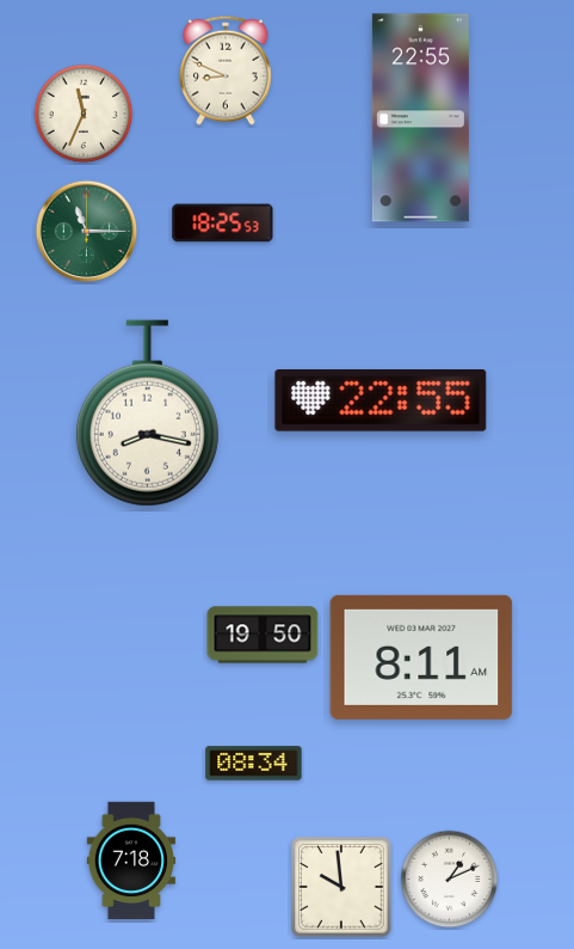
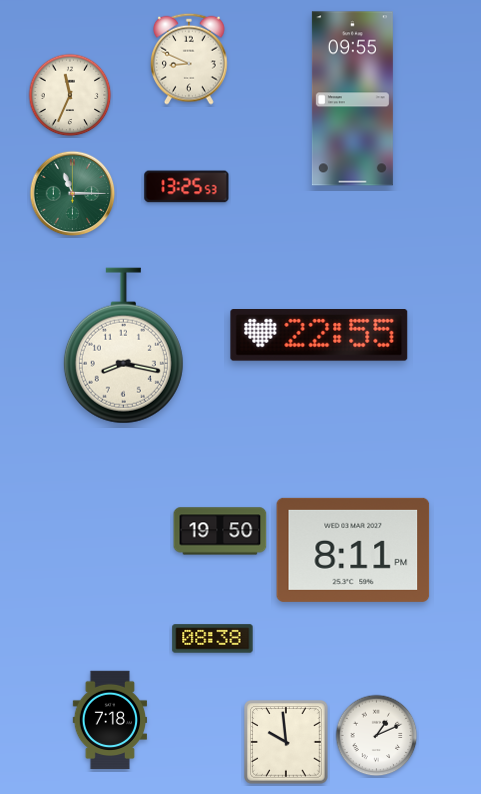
clock at (420, 118): 22:55 -> 09:55
clock at (223, 224): 18:25 -> 13:25
clock at (421, 657): 8:11 AM -> 8:11 PM
clock at (254, 764): 08:34 -> 08:38
